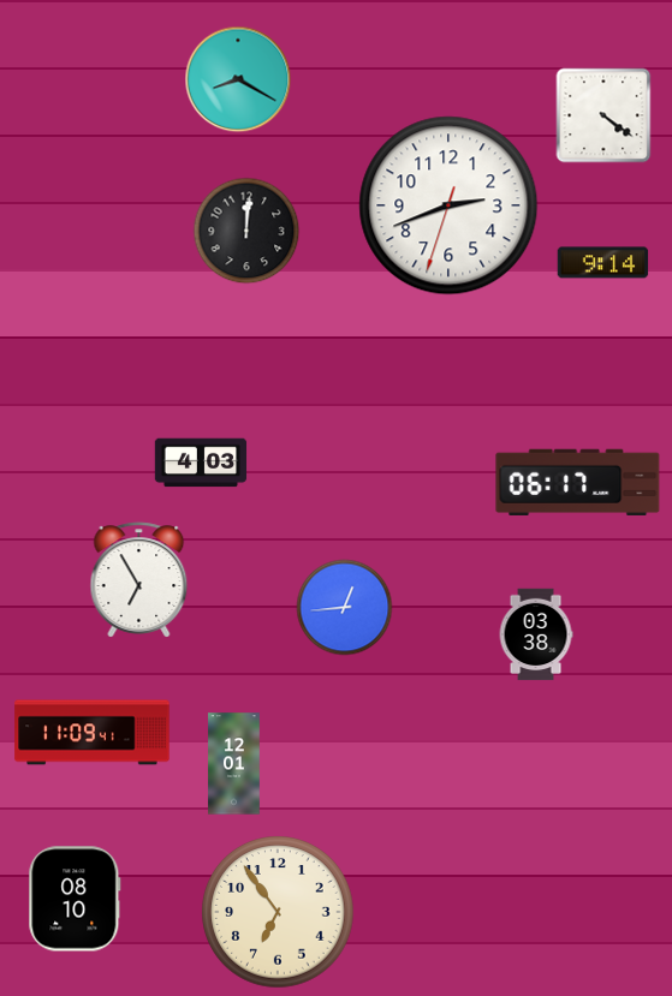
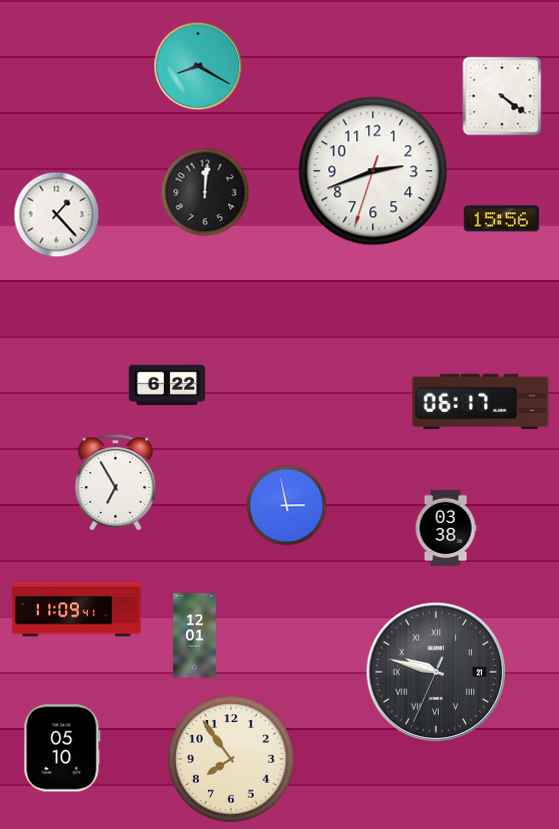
clock at (57, 215): none -> 1:23
clock at (603, 263): 9:14 -> 15:56
clock at (201, 463): 4:03 -> 6:22
clock at (345, 608): 12:44 -> 2:58
clock at (436, 672): none -> 9:47
clock at (75, 899): 08:10 -> 05:10
clock at (278, 912): 6:54 -> 7:54
